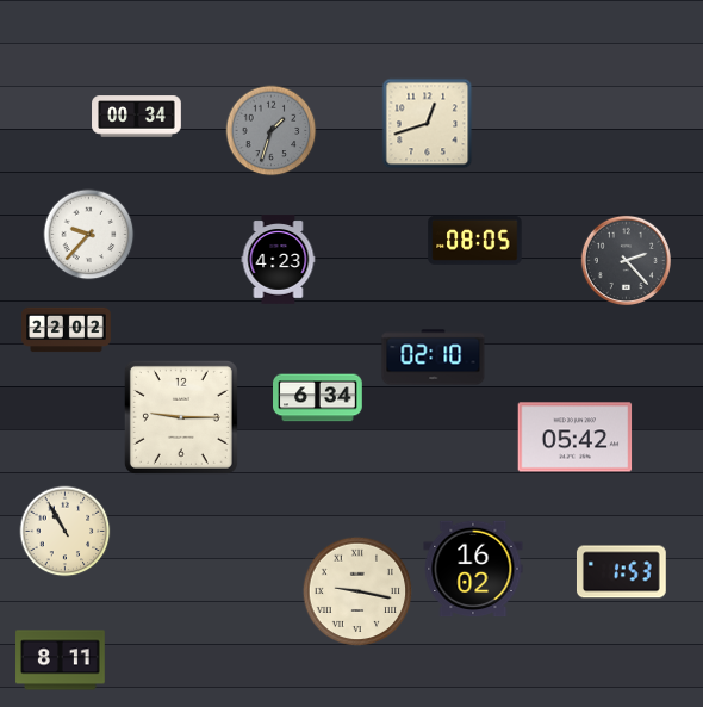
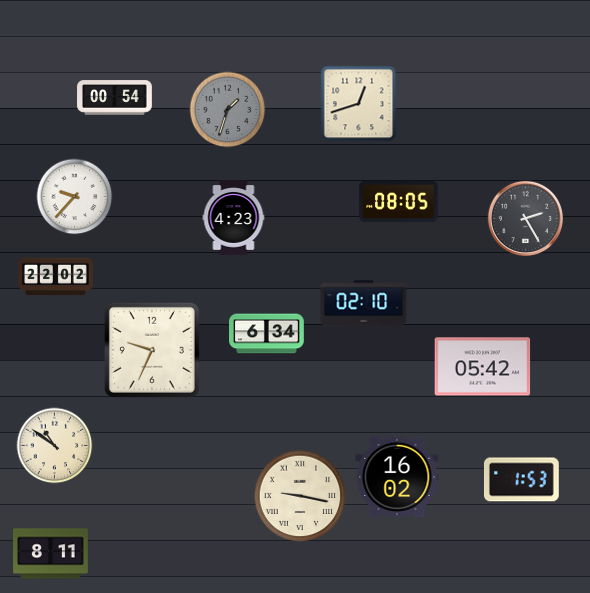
clock at (137, 117): 00:34 -> 00:54
clock at (626, 260): 2:23 -> 2:25
clock at (434, 358) position: (434, 358) -> (364, 304)
clock at (181, 417): 9:15 -> 9:34
clock at (66, 532): 10:55 -> 10:51
